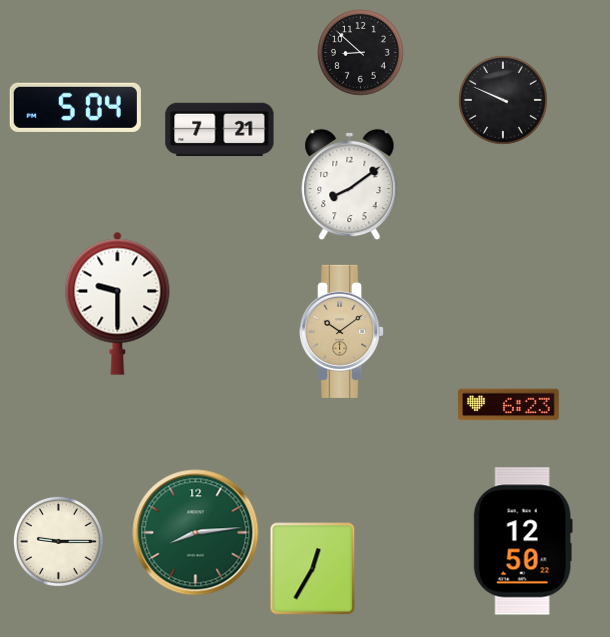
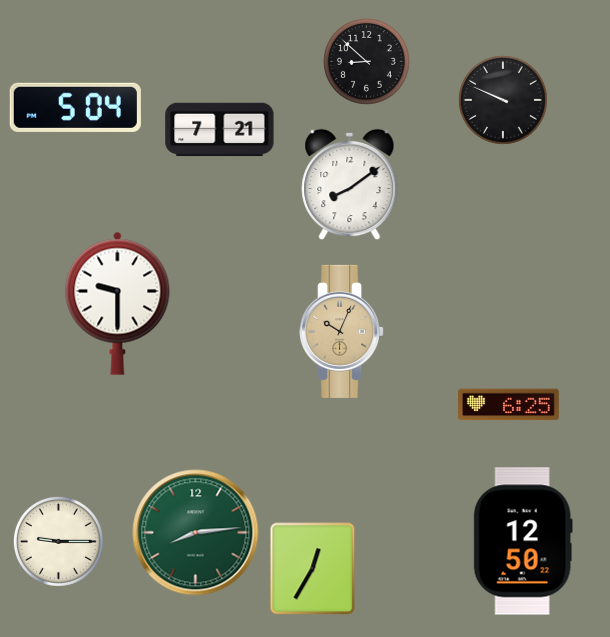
clock at (360, 52) position: (360, 52) -> (366, 61)
clock at (342, 331): 10:09 -> 10:04
clock at (509, 405): 6:23 -> 6:25
